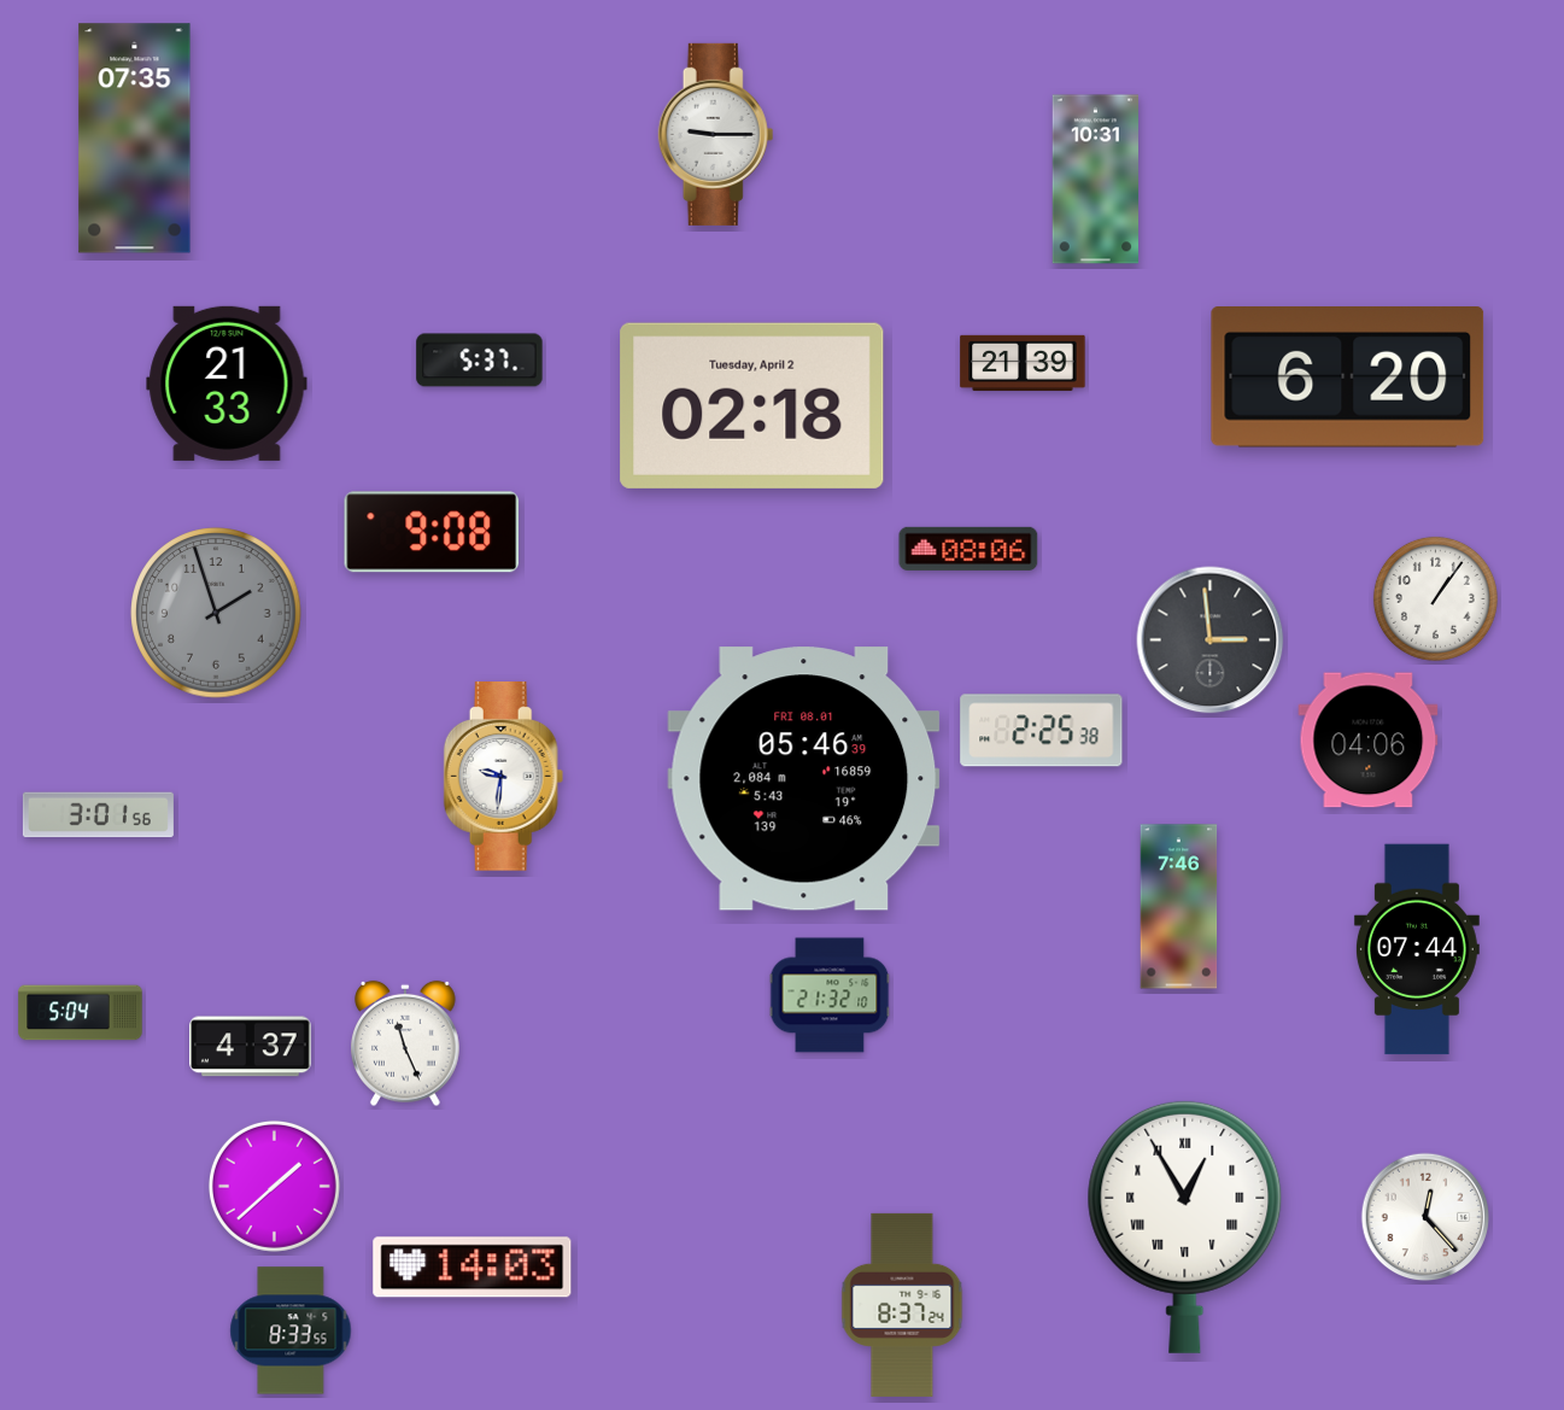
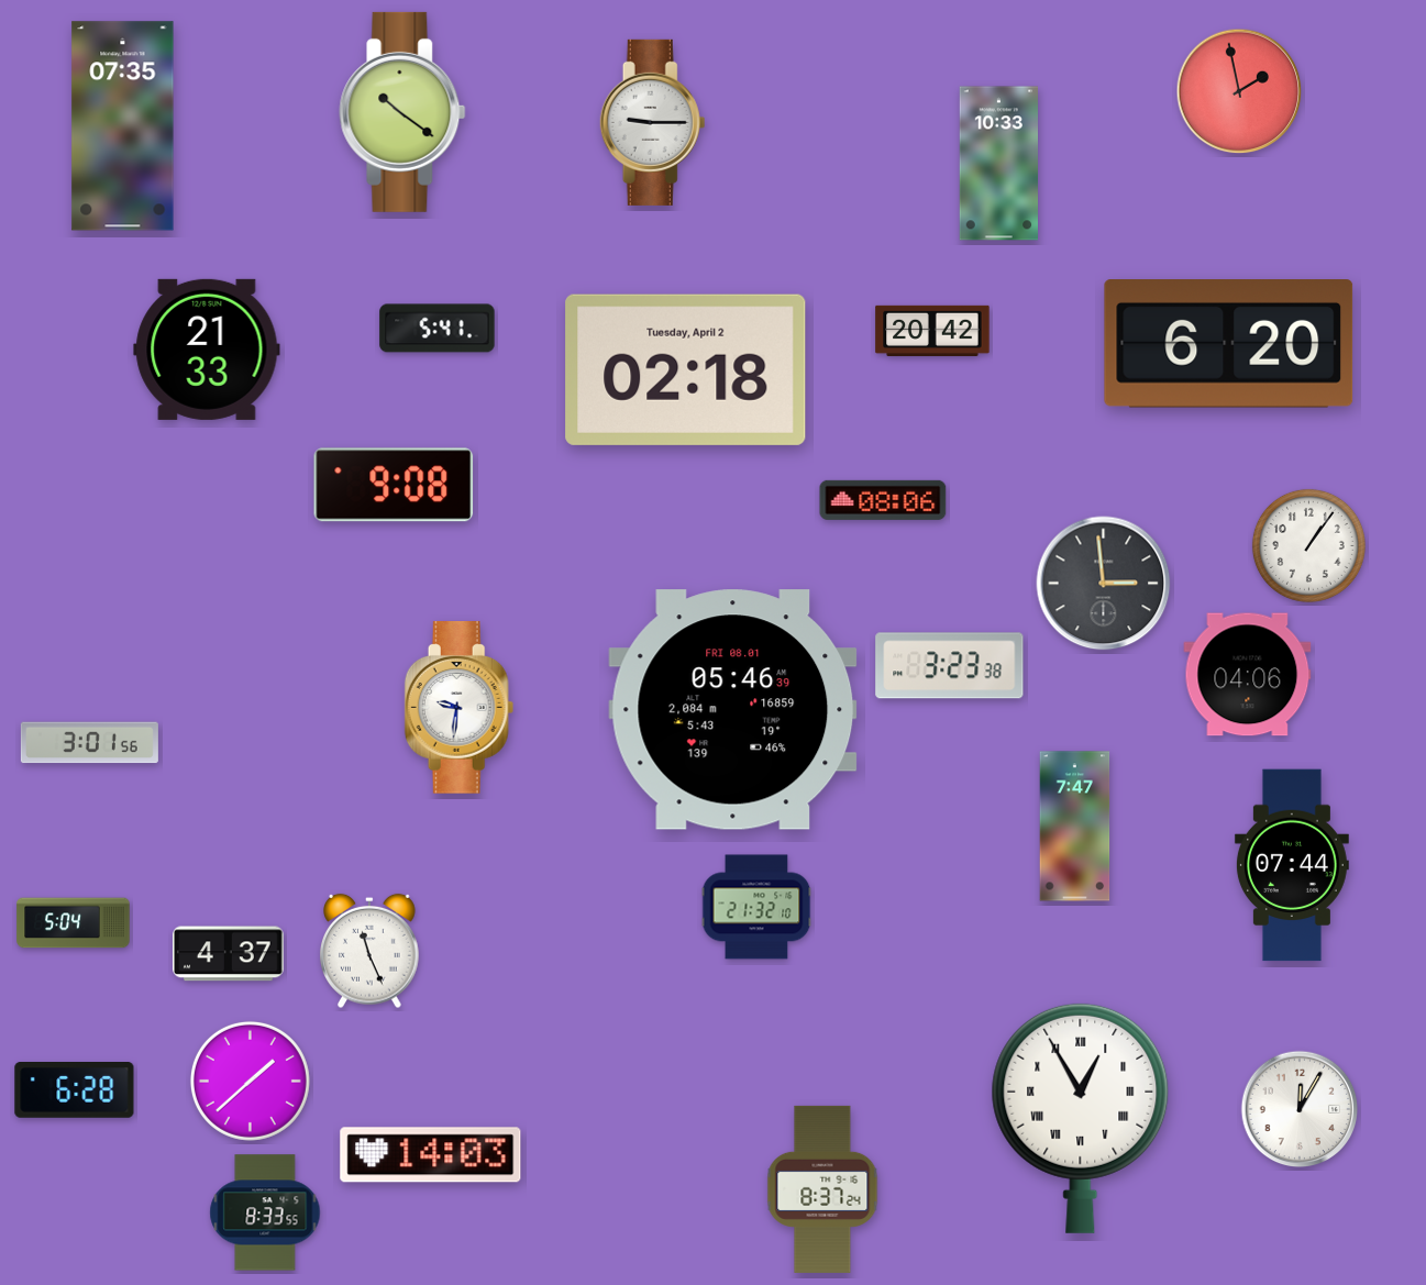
clock at (1239, 91): none -> 1:58
clock at (402, 112): none -> 10:21
clock at (1095, 180): 10:31 -> 10:33
clock at (480, 361): 5:37 -> 5:41
clock at (1023, 363): 21:39 -> 20:42
clock at (216, 613): 1:57 -> none
clock at (1042, 731): 2:25 -> 3:23
clock at (1179, 907): 7:46 -> 7:47
clock at (75, 1090): none -> 6:28
clock at (1425, 1217): 12:23 -> 12:05
